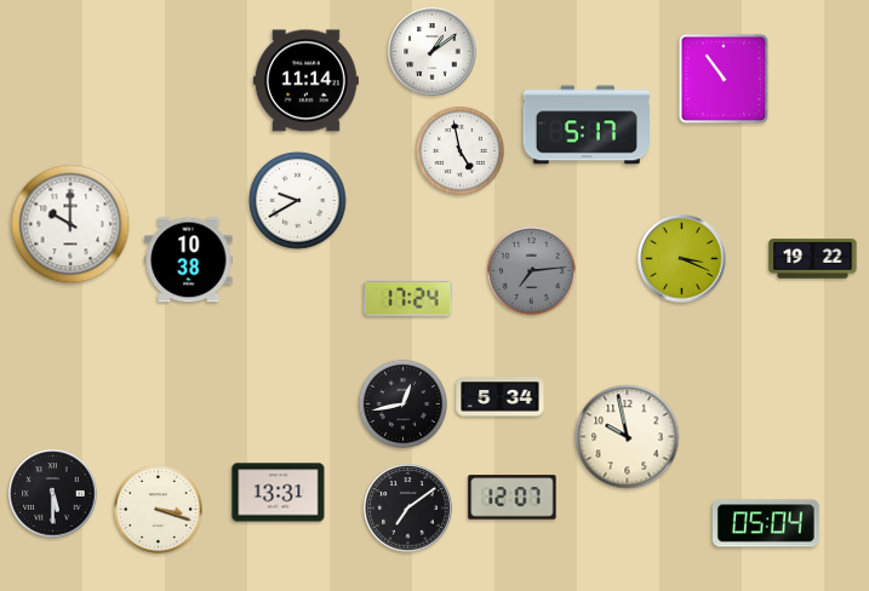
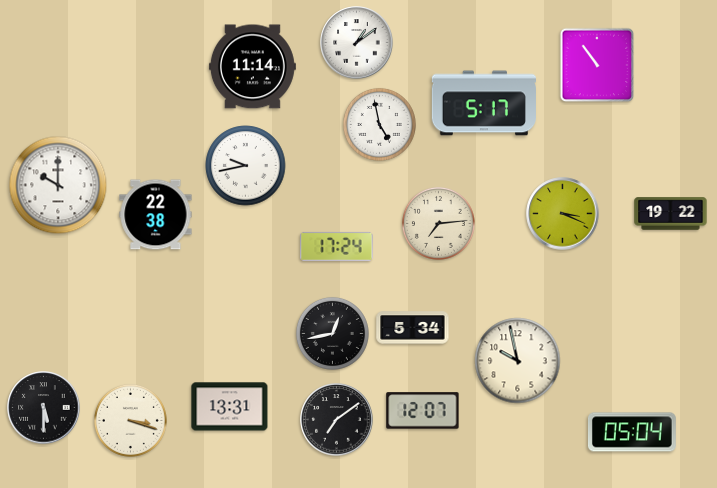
clock at (298, 201): 9:40 -> 9:43
clock at (189, 260): 10:38 -> 22:38
clock at (531, 270) dial: grey -> cream
